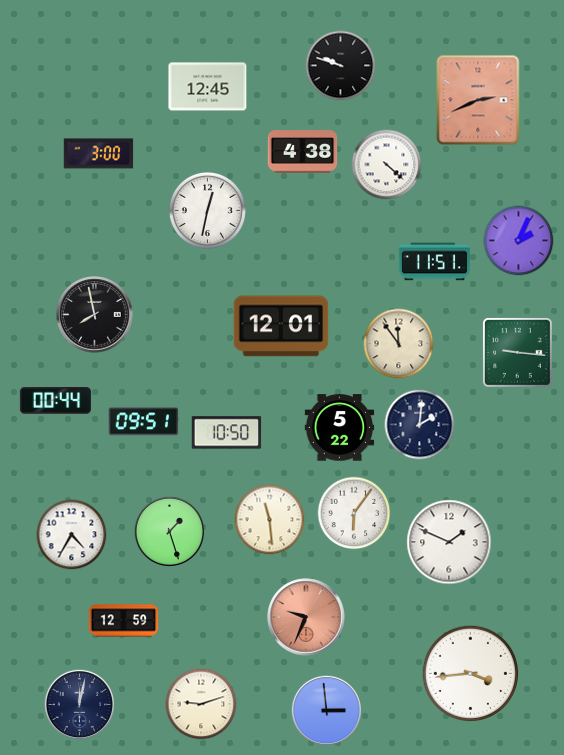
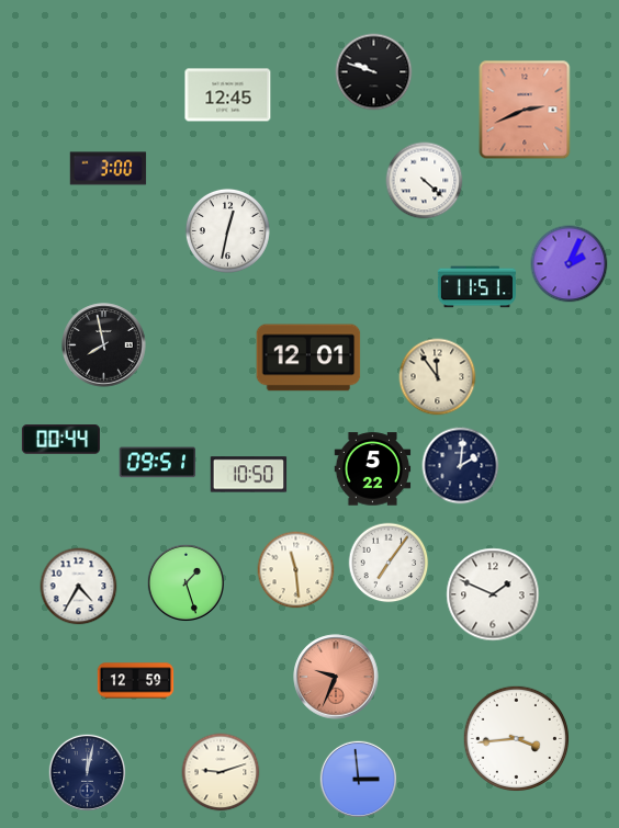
clock at (303, 152): 4:38 -> none
clock at (517, 352): 9:16 -> none
clock at (354, 513): 6:06 -> 7:06
